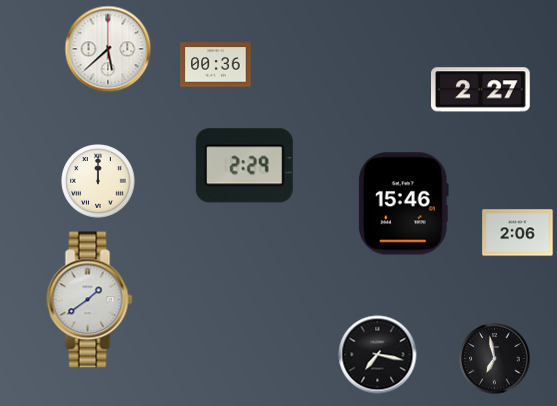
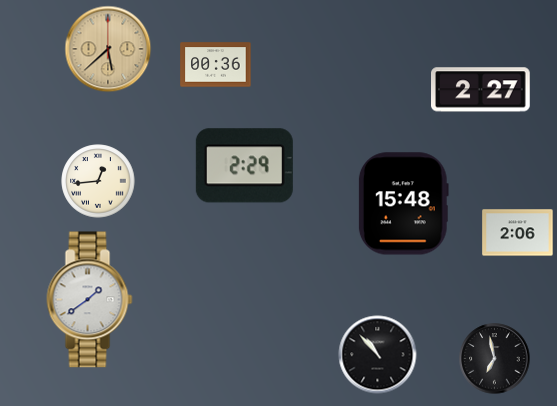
clock at (108, 49) dial: white -> champagne
clock at (98, 181): 12:00 -> 12:44
clock at (403, 204): 15:46 -> 15:48
clock at (378, 355): 7:17 -> 10:53
